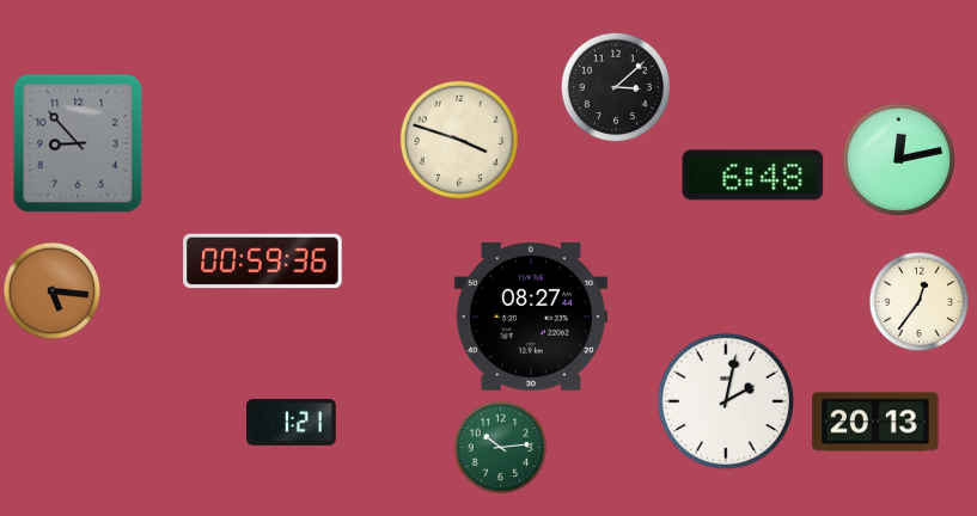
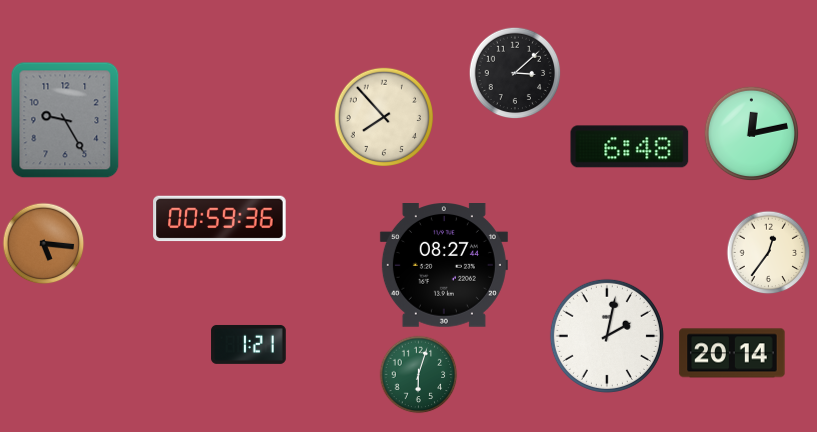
clock at (458, 139): 3:48 -> 7:53
clock at (78, 143): 8:53 -> 9:25
clock at (292, 422) position: (292, 422) -> (249, 344)
clock at (875, 422): 20:13 -> 20:14
clock at (501, 448): 10:14 -> 6:03
